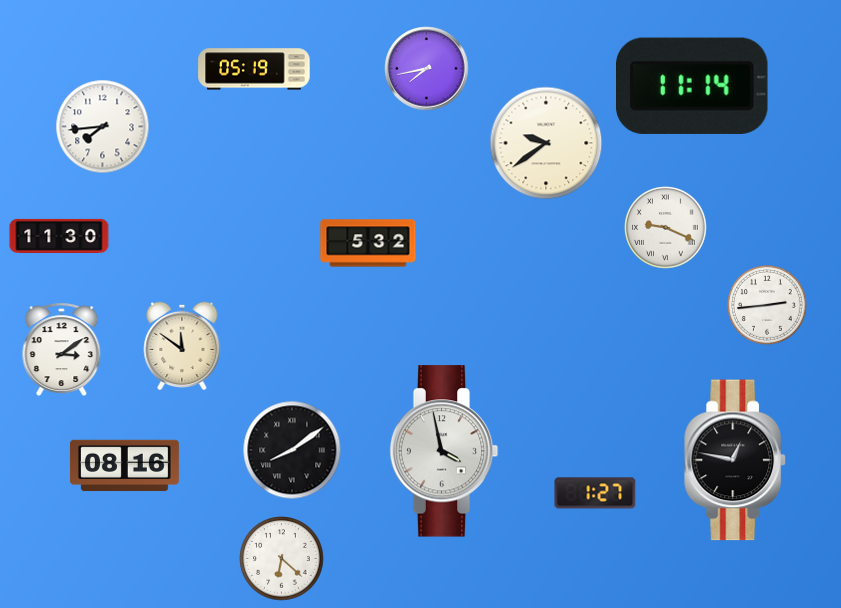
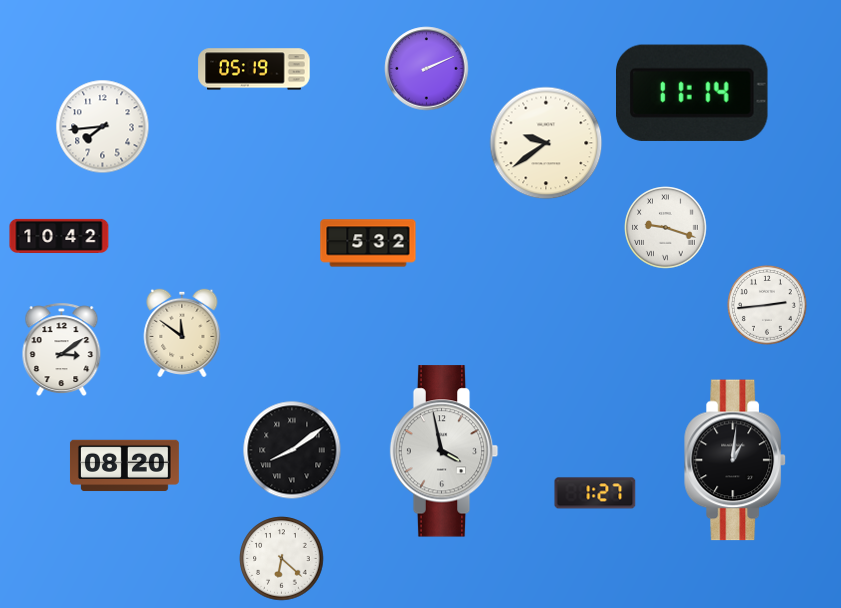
clock at (427, 69): 7:43 -> 2:11
clock at (693, 86) position: (693, 86) -> (693, 93)
clock at (666, 228): 9:19 -> 9:18
clock at (59, 236): 11:30 -> 10:42
clock at (182, 345) position: (182, 345) -> (182, 332)
clock at (735, 460): 12:47 -> 1:01
clock at (124, 466): 08:16 -> 08:20
